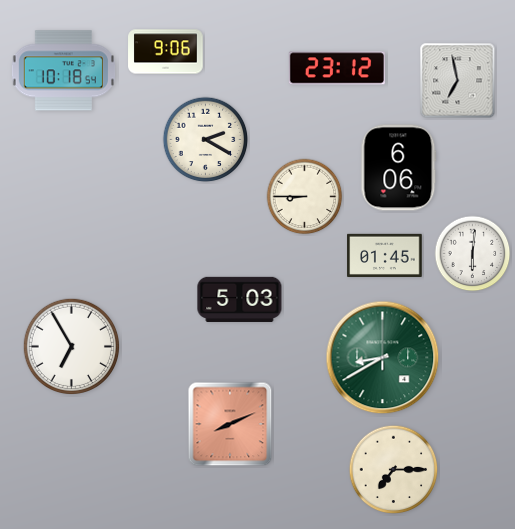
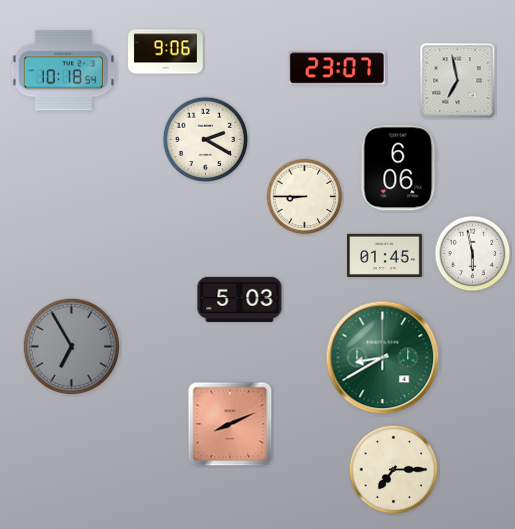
clock at (336, 68): 23:12 -> 23:07
clock at (473, 254): 6:01 -> 5:58
clock at (71, 346) dial: white -> grey
